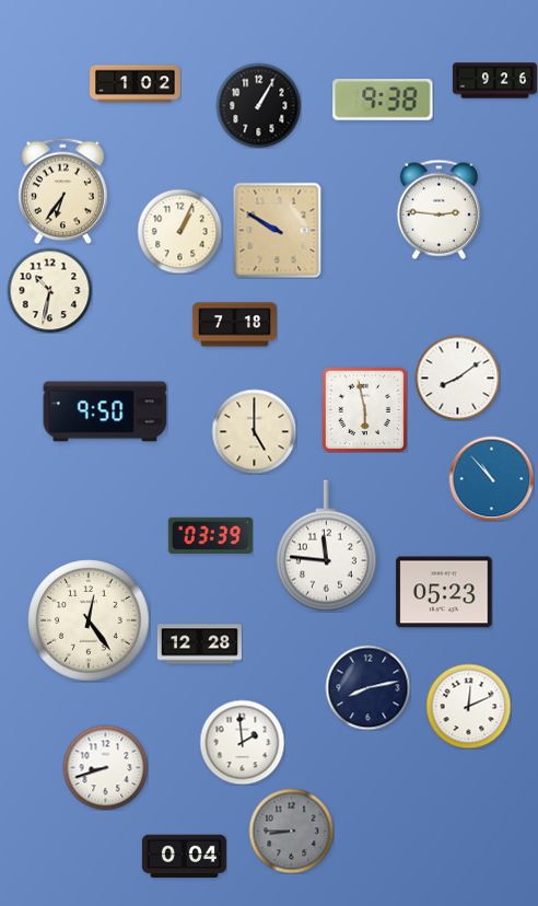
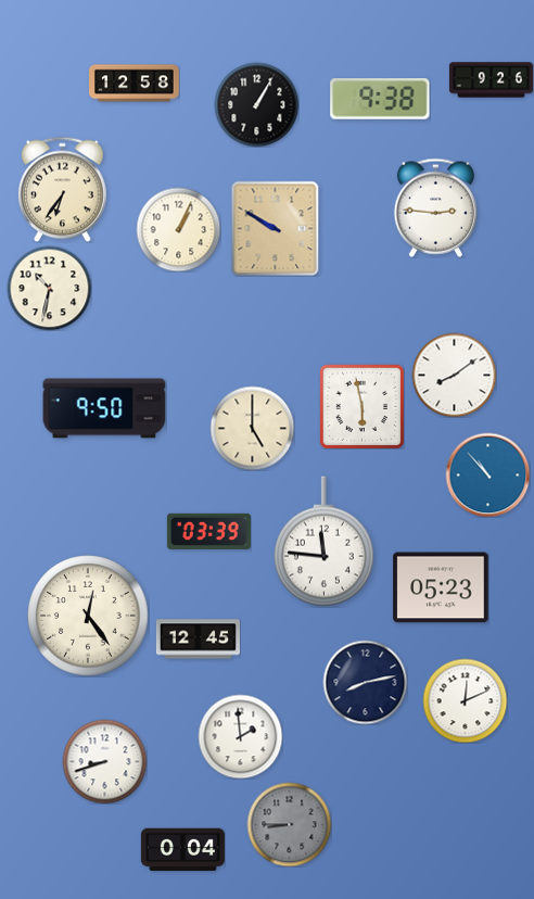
clock at (136, 84): 1:02 -> 12:58
clock at (234, 325): 7:18 -> none
clock at (199, 644): 12:28 -> 12:45
